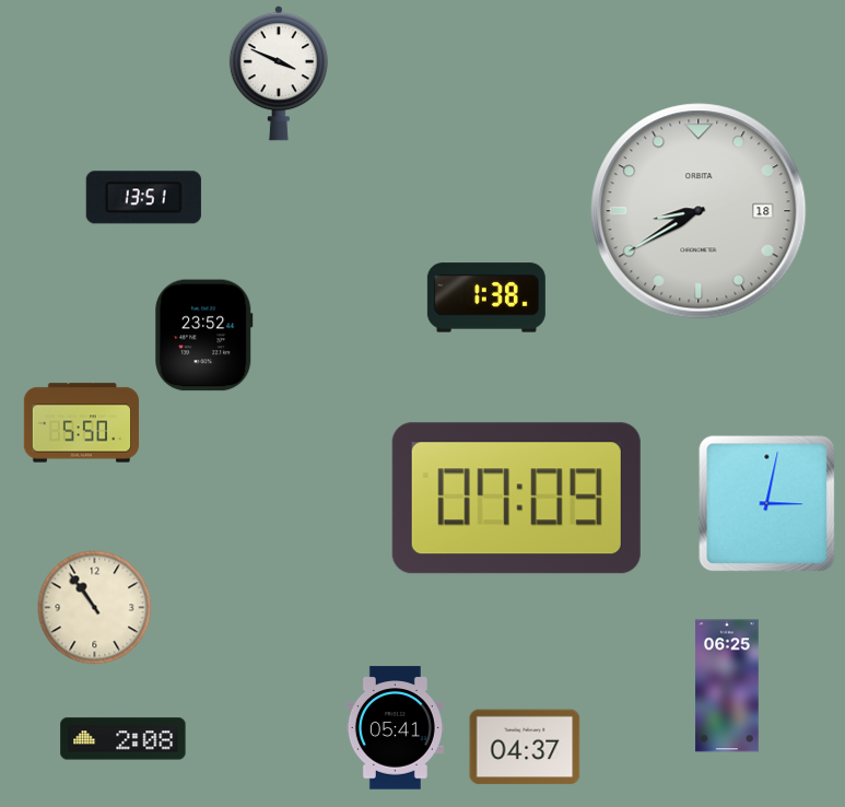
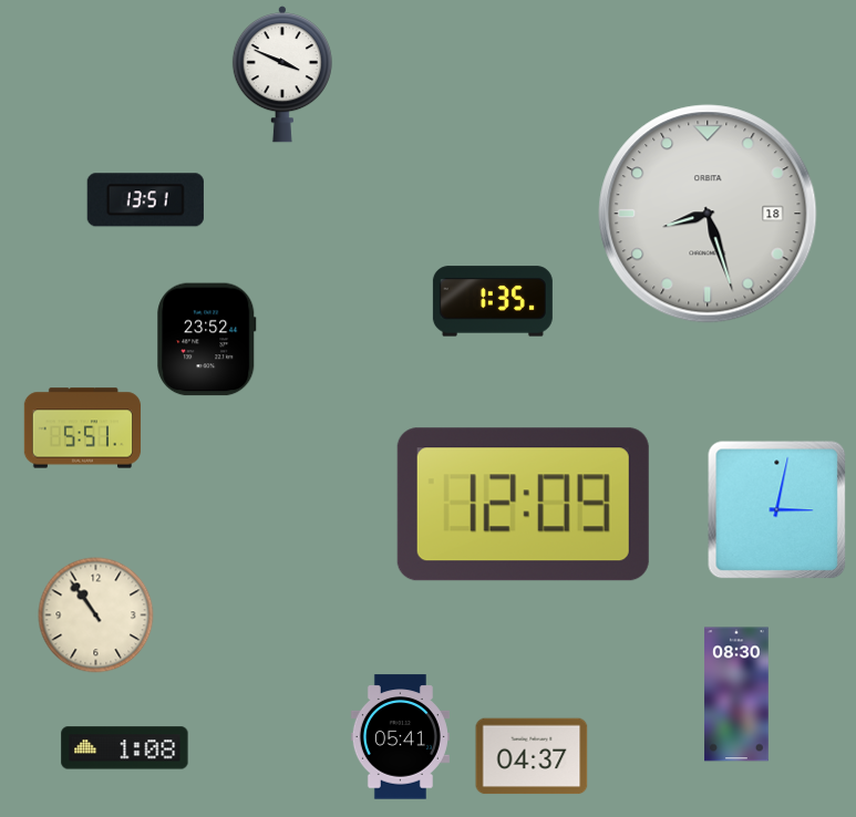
clock at (699, 211): 8:40 -> 8:27
clock at (486, 297): 1:38 -> 1:35
clock at (82, 423): 5:50 -> 5:51
clock at (516, 499): 07:09 -> 12:09
clock at (727, 686): 06:25 -> 08:30
clock at (124, 739): 2:08 -> 1:08
